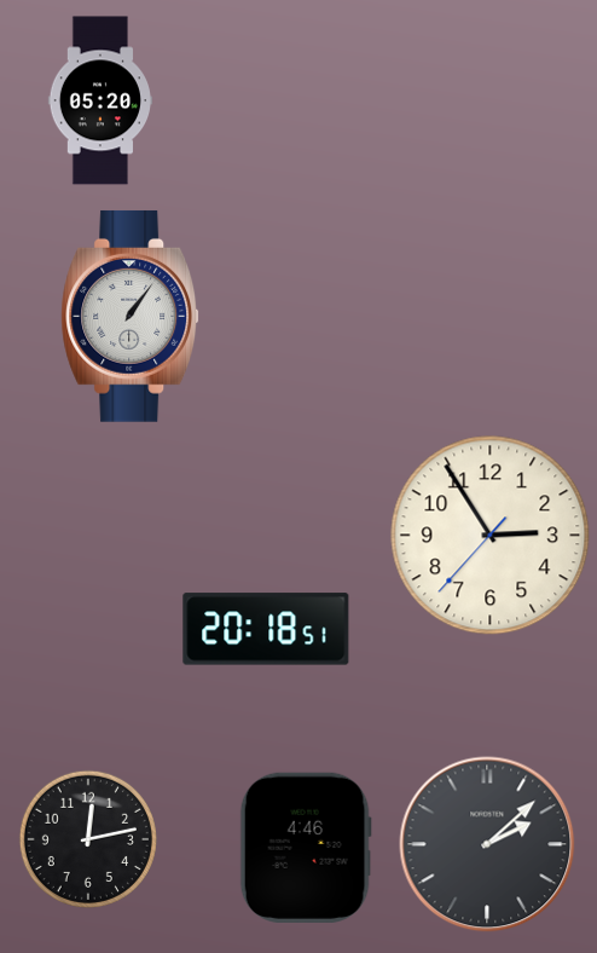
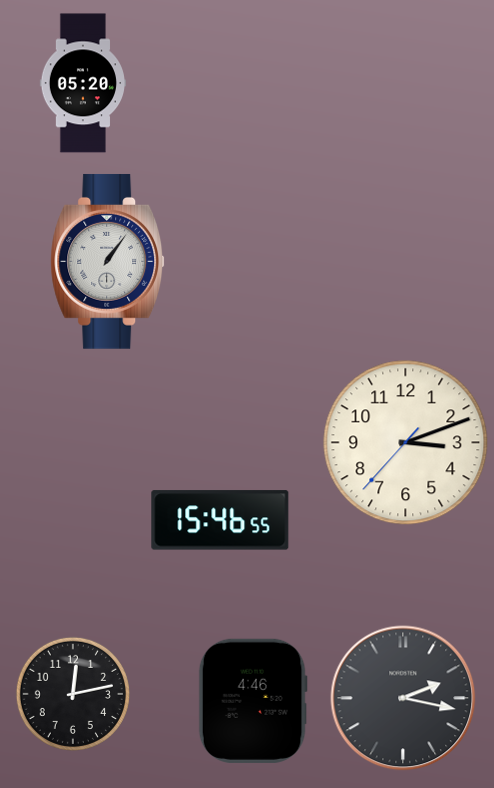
clock at (491, 536): 2:54 -> 3:11
clock at (266, 629): 20:18 -> 15:46
clock at (487, 844): 2:08 -> 2:17
